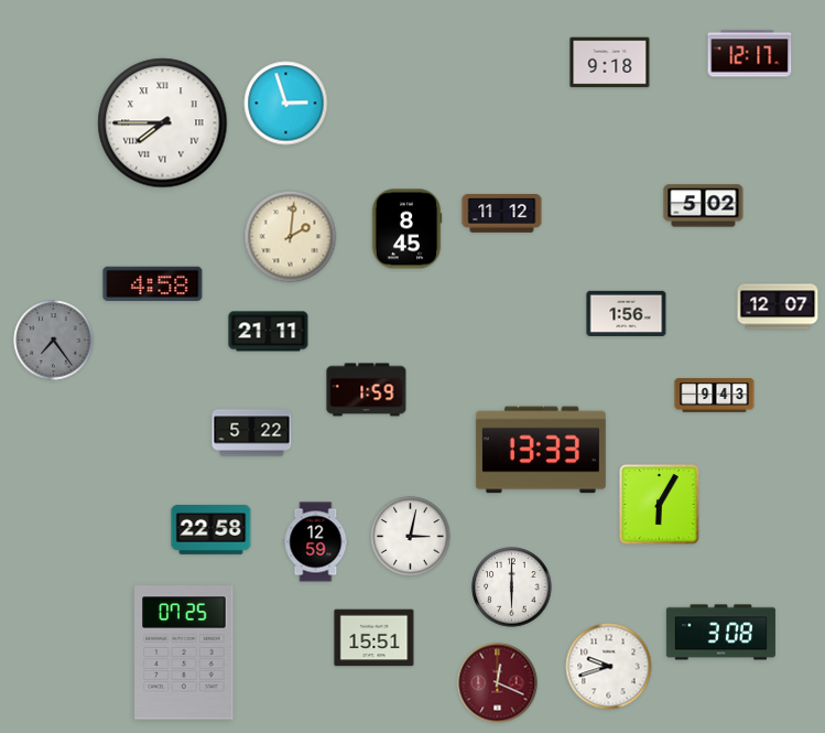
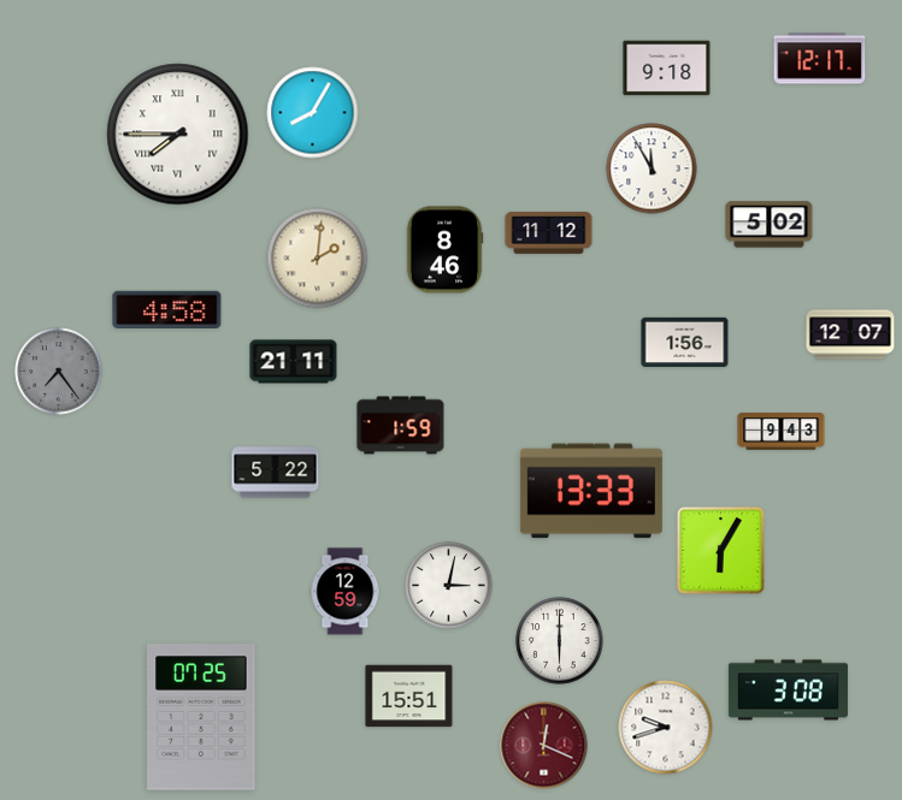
clock at (286, 104): 2:57 -> 8:05
clock at (652, 168): none -> 11:55
clock at (406, 229): 8:45 -> 8:46
clock at (211, 529): 22:58 -> none
clock at (184, 653) position: (184, 653) -> (201, 717)
